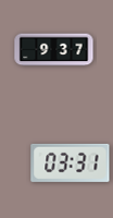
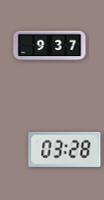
clock at (71, 162): 03:31 -> 03:28
